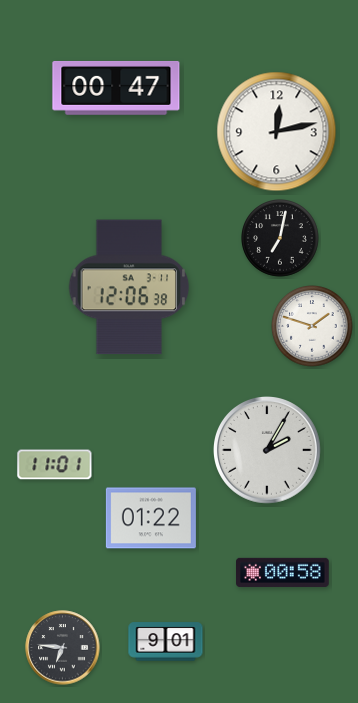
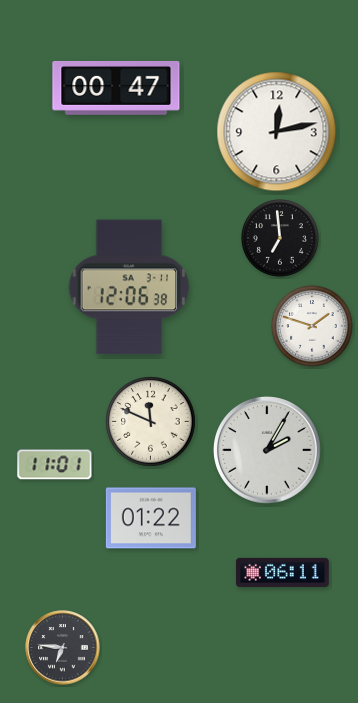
clock at (280, 238): 7:02 -> 6:59
clock at (151, 422): none -> 11:49
clock at (283, 572): 00:58 -> 06:11
clock at (166, 642): 9:01 -> none
